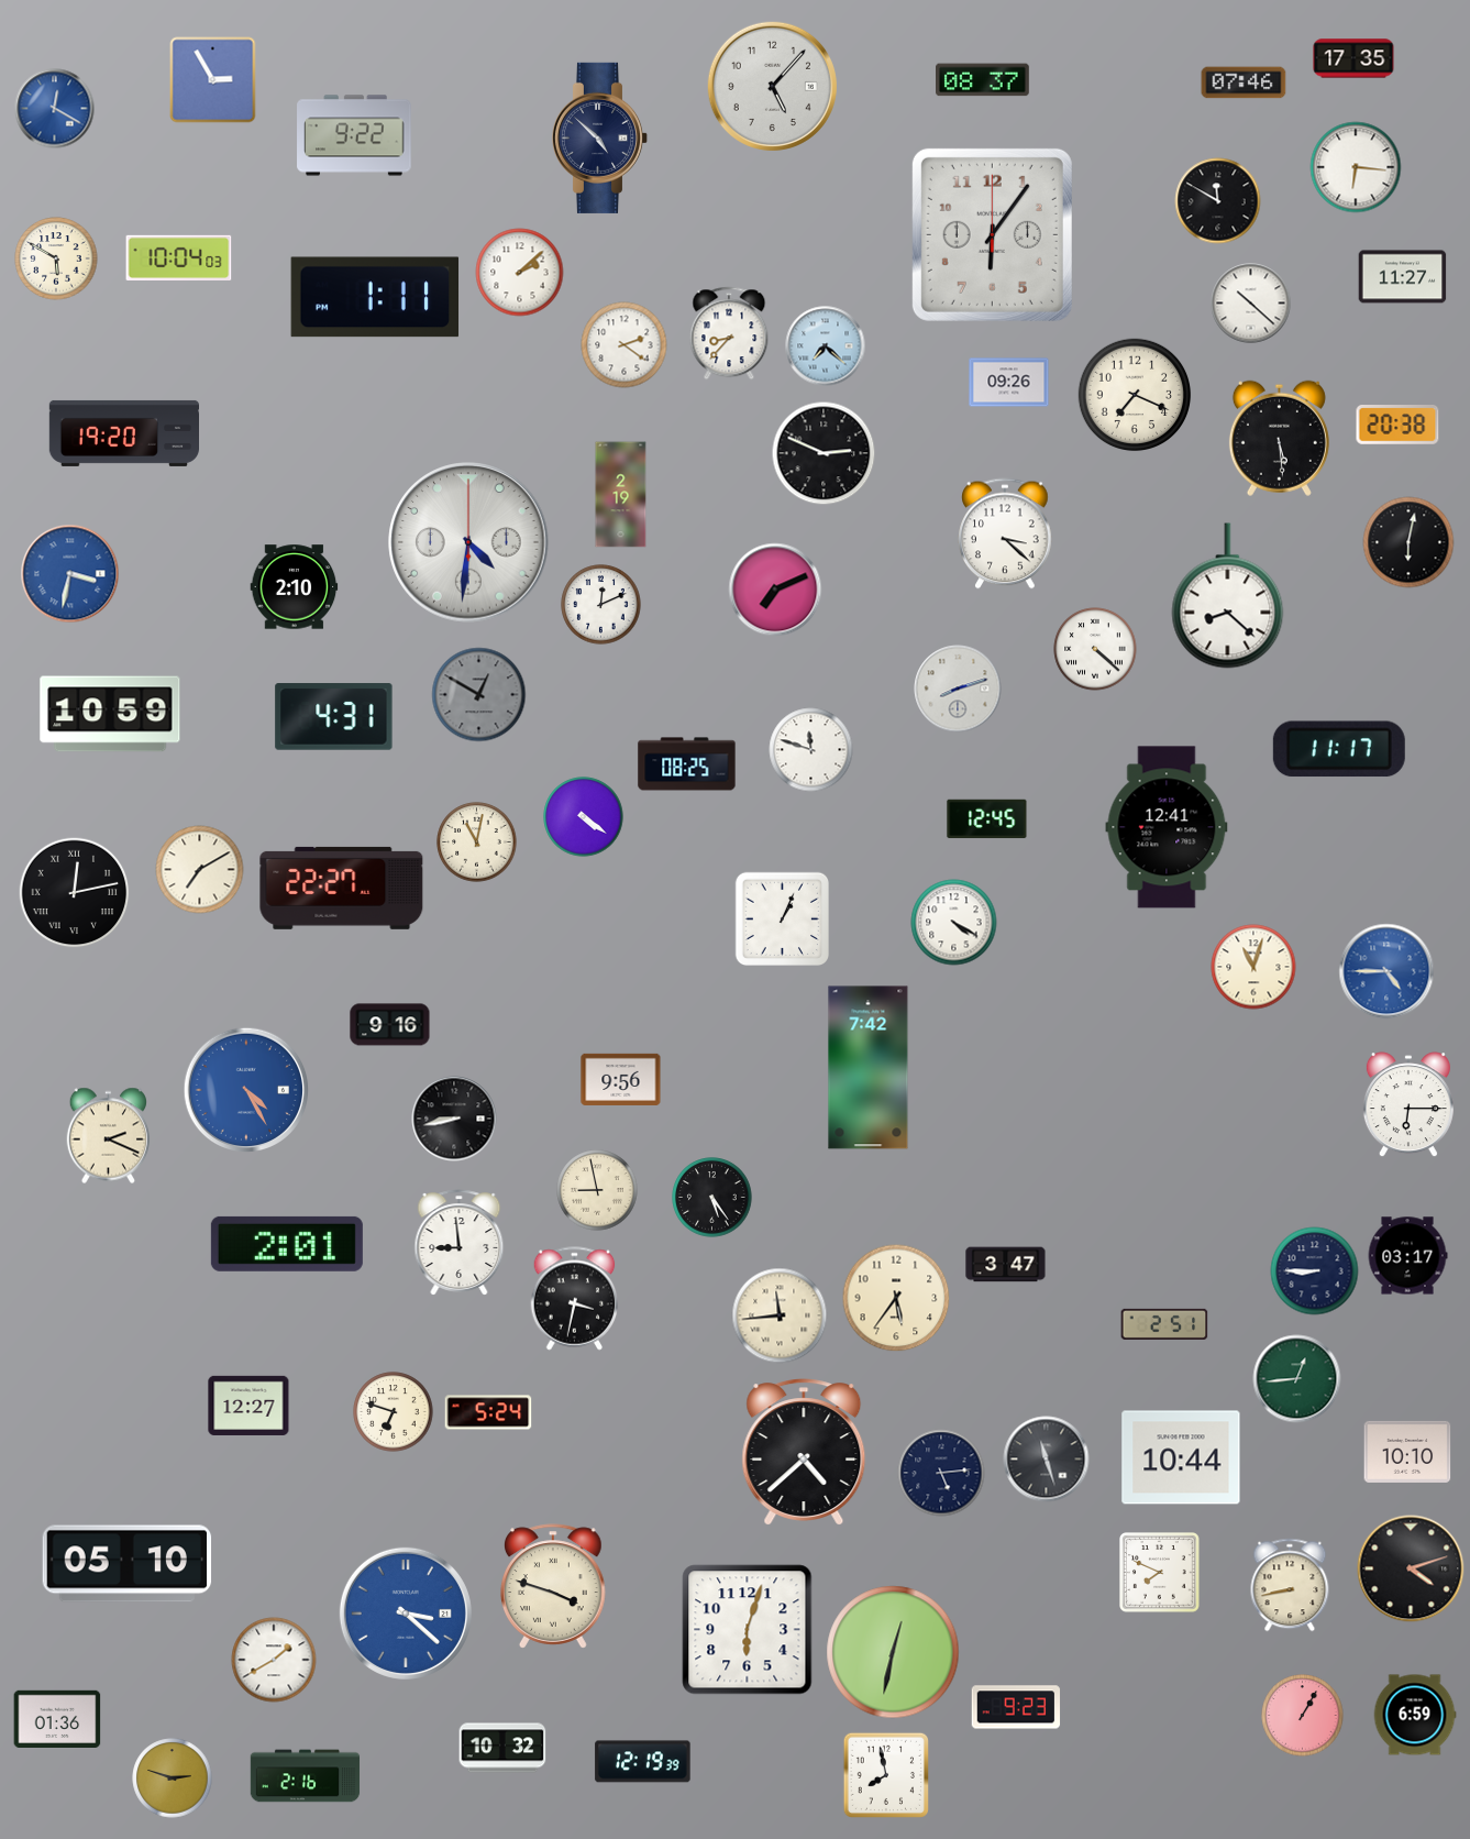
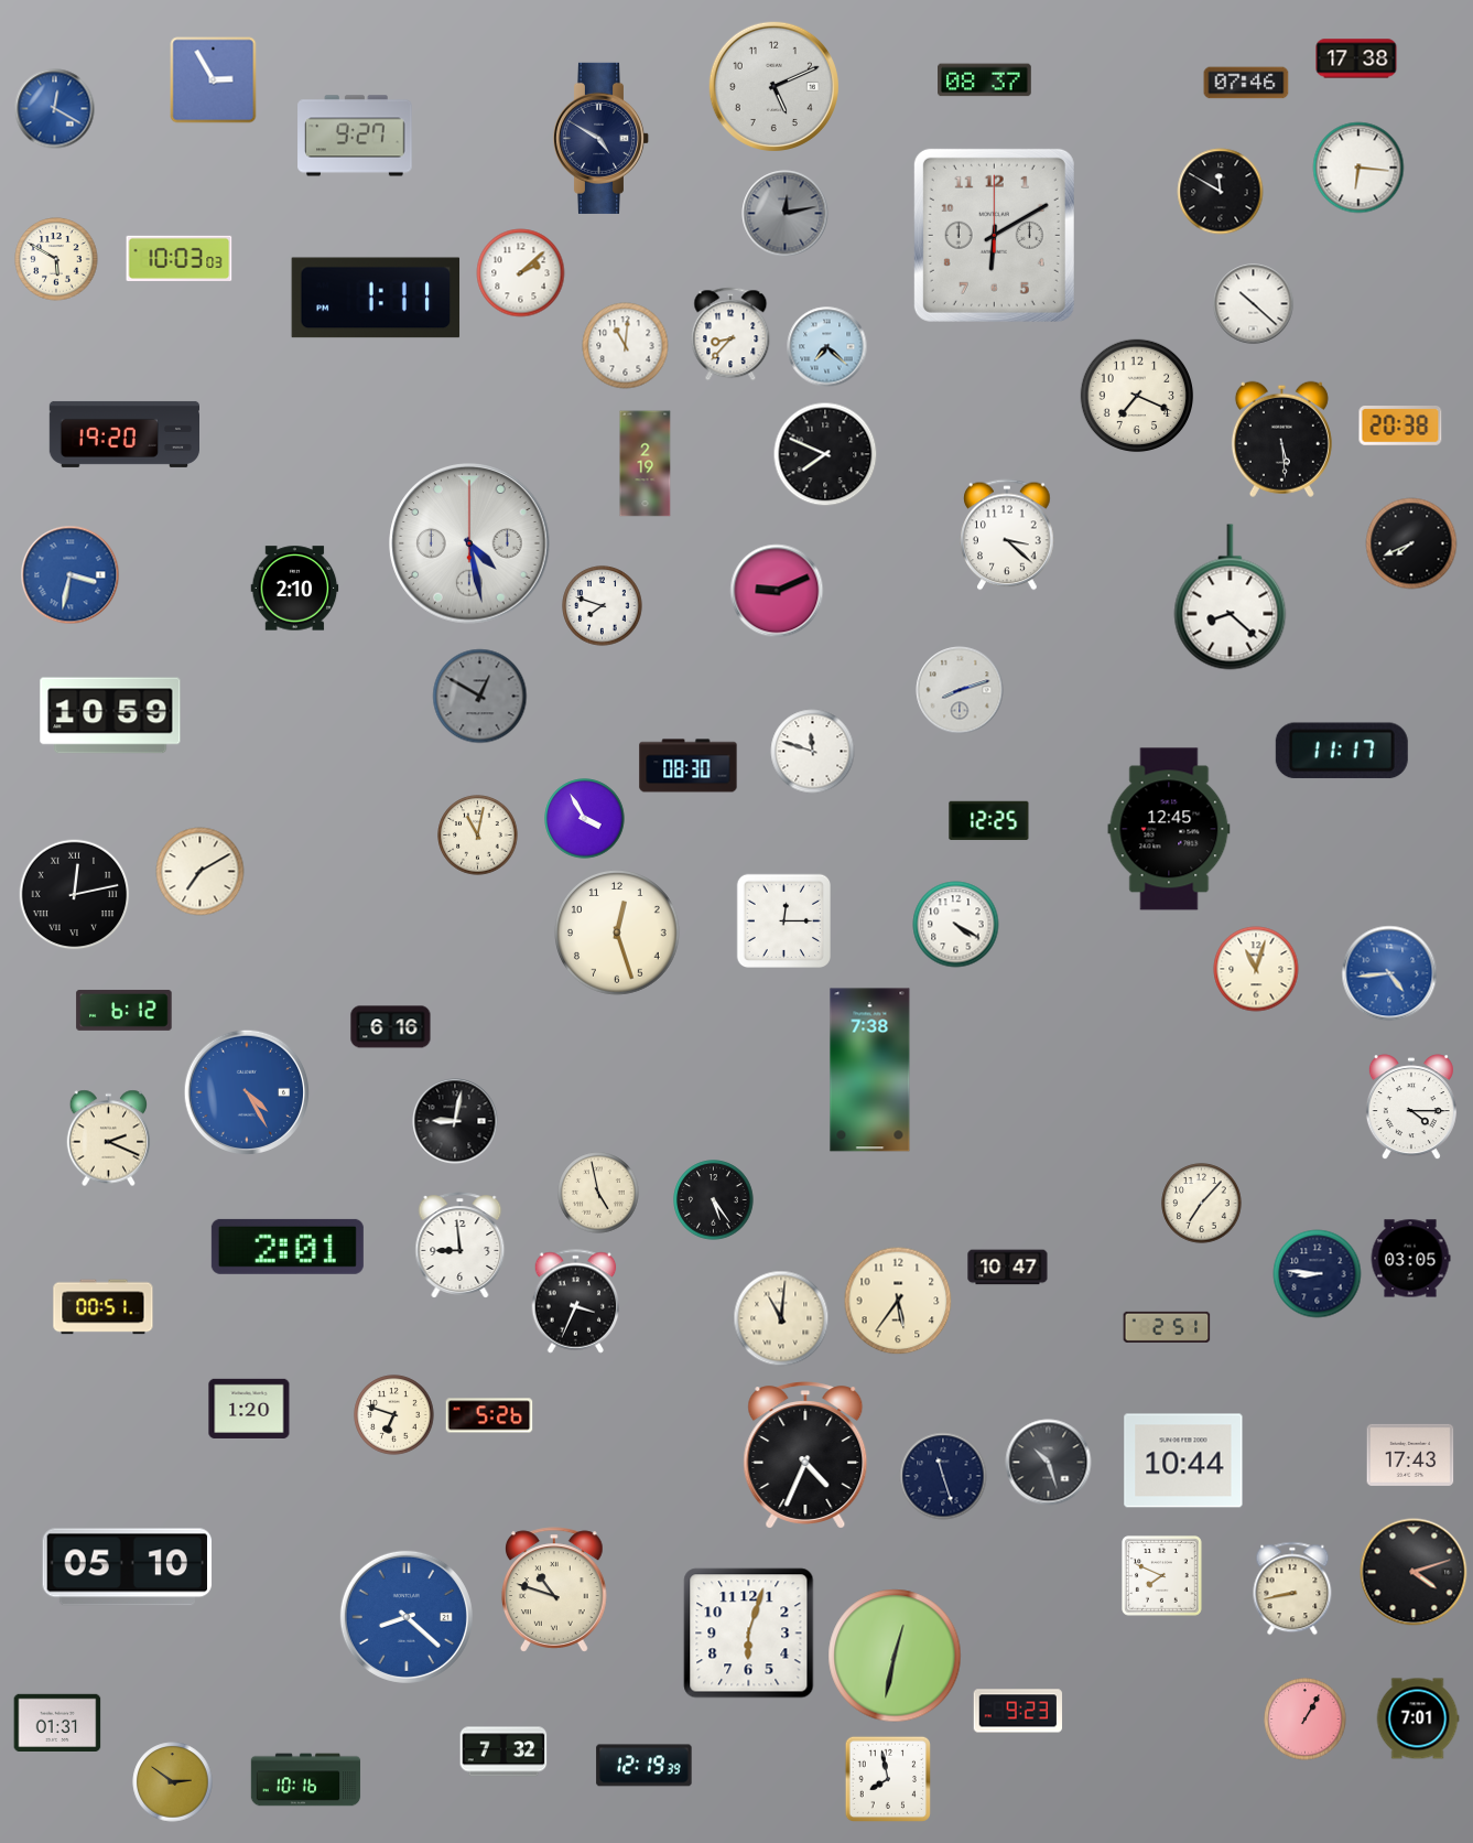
clock at (1353, 58): 17:35 -> 17:38
clock at (772, 86): 5:07 -> 5:11
clock at (354, 135): 9:22 -> 9:27
clock at (600, 137): 4:52 -> 4:50
clock at (1218, 201) position: (1218, 201) -> (1221, 192)
clock at (786, 214): none -> 12:13
clock at (992, 234): 6:06 -> 6:10
clock at (179, 257): 10:04 -> 10:03
clock at (1403, 277): 11:27 -> none
clock at (625, 345): 2:21 -> 11:01
clock at (1009, 383): 09:26 -> none
clock at (824, 453): 2:49 -> 7:49
clock at (621, 495) position: (621, 495) -> (646, 464)
clock at (468, 542): 4:31 -> 4:28
clock at (1408, 542): 6:02 -> 7:41
clock at (775, 590): 7:11 -> 9:11
clock at (601, 605): 12:11 -> 7:48
clock at (1095, 649): 4:22 -> none
clock at (334, 717): 4:31 -> none
clock at (687, 764): 08:25 -> 08:30
clock at (584, 817): 4:21 -> 3:55
clock at (987, 819): 12:45 -> 12:25
clock at (1167, 827): 12:41 -> 12:45
clock at (477, 843) position: (477, 843) -> (478, 836)
clock at (342, 888): 22:27 -> none
clock at (782, 918): 1:04 -> 12:15
clock at (618, 934): none -> 12:27
clock at (1386, 971): 4:45 -> 4:44
clock at (124, 1010): none -> 6:12
clock at (390, 1025): 9:16 -> 6:16
clock at (869, 1068): 7:42 -> 7:38
clock at (621, 1079): 9:56 -> none
clock at (1408, 1105): 6:15 -> 4:15
clock at (454, 1119): 8:43 -> 9:02
clock at (597, 1190): 8:58 -> 4:58
clock at (1202, 1204): none -> 7:07
clock at (1407, 1256): 03:17 -> 03:05
clock at (1006, 1265): 3:47 -> 10:47
clock at (1315, 1271): 8:45 -> 8:46
clock at (575, 1299): 3:32 -> 3:34
clock at (104, 1307): none -> 00:51
clock at (780, 1315): 11:44 -> 11:01
clock at (1297, 1379): 12:44 -> none
clock at (248, 1405): 12:27 -> 1:20
clock at (488, 1412): 5:24 -> 5:26
clock at (804, 1452): 4:38 -> 4:34
clock at (1407, 1452): 10:10 -> 17:43
clock at (1047, 1460): 11:27 -> 10:27
clock at (941, 1473): 5:14 -> 11:27
clock at (554, 1586): 3:48 -> 10:48
clock at (406, 1614): 3:22 -> 8:22
clock at (274, 1660): 1:40 -> none
clock at (1415, 1715): 6:59 -> 7:01
clock at (57, 1718): 01:36 -> 01:31
clock at (502, 1748): 10:32 -> 7:32
clock at (306, 1776): 2:16 -> 10:16
clock at (173, 1779): 2:48 -> 2:51
